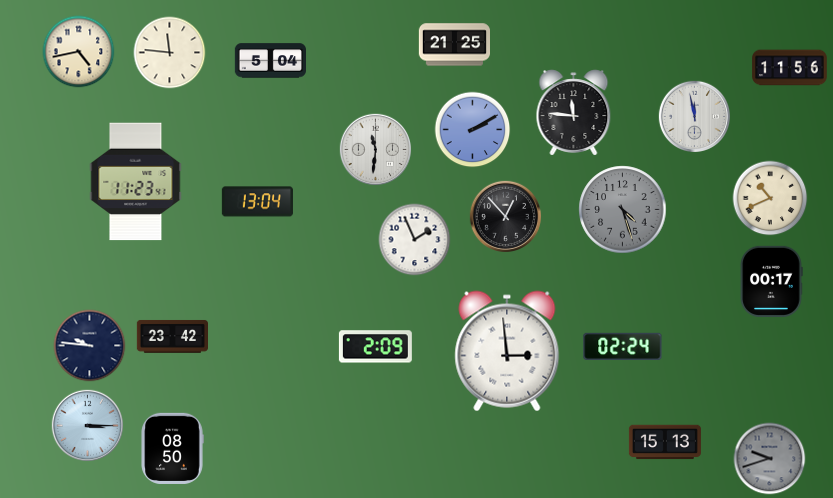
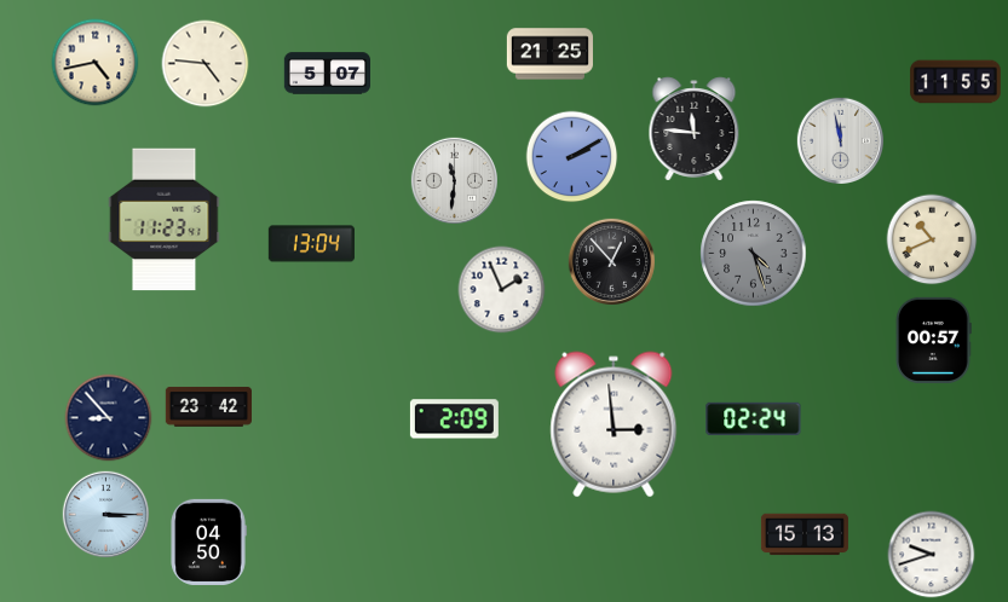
clock at (170, 53): 11:46 -> 4:46
clock at (270, 61): 5:04 -> 5:07
clock at (790, 68): 11:56 -> 11:55
clock at (574, 113) position: (574, 113) -> (695, 129)
clock at (771, 281): 00:17 -> 00:57
clock at (90, 346): 9:46 -> 8:53
clock at (172, 448): 08:50 -> 04:50
clock at (770, 459) dial: grey -> white
